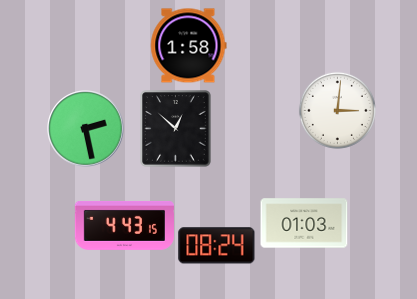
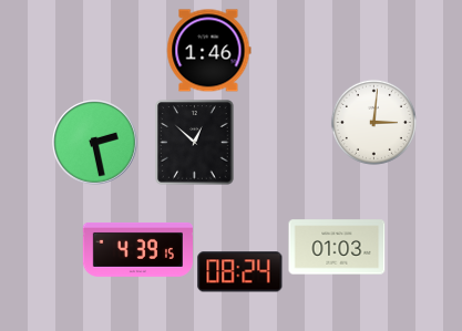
clock at (189, 46): 1:58 -> 1:46
clock at (124, 225): 4:43 -> 4:39
